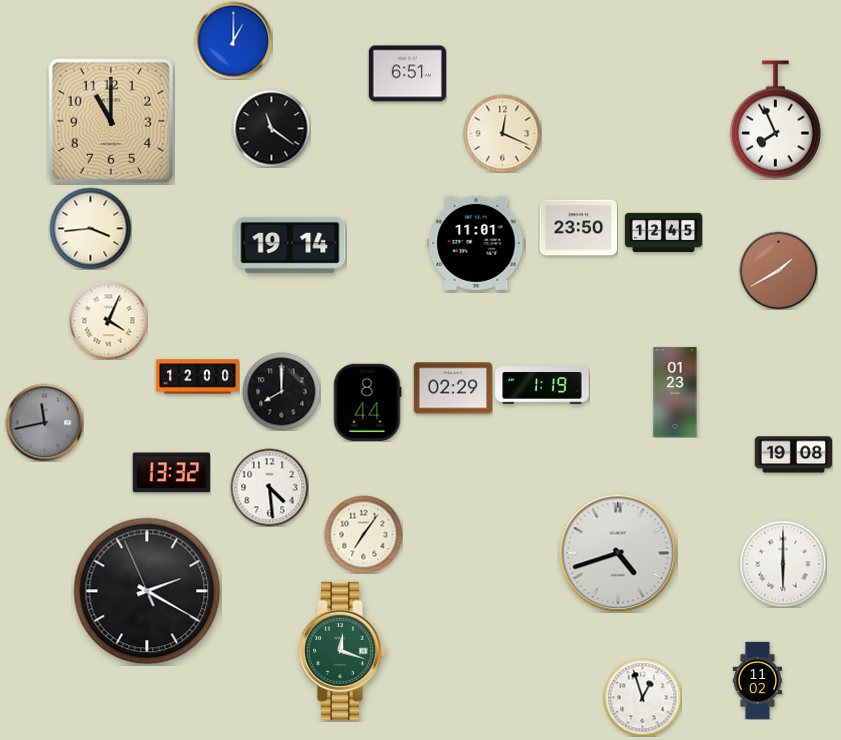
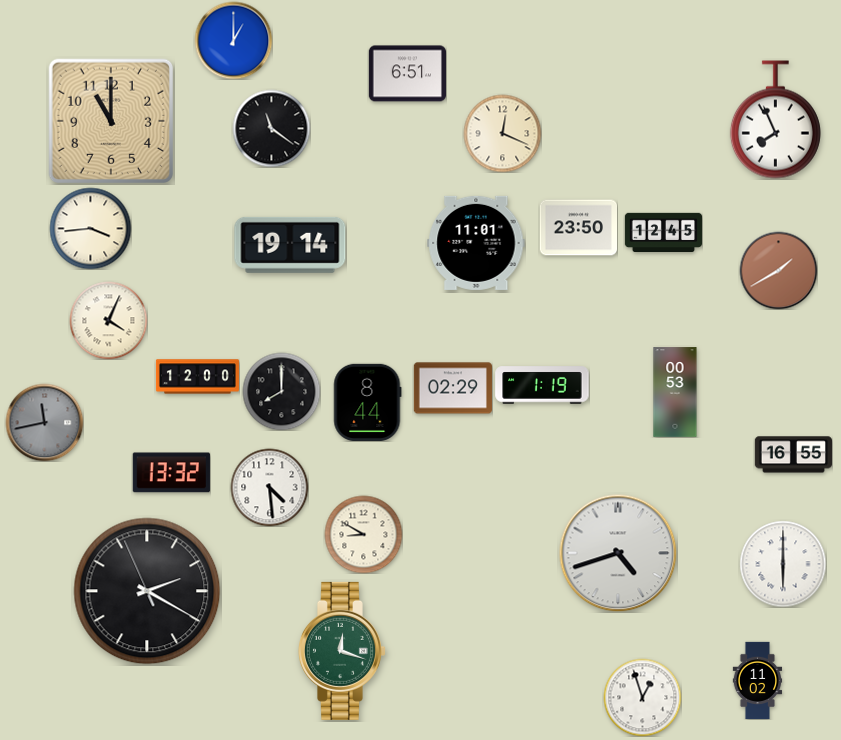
clock at (675, 392): 01:23 -> 00:53
clock at (793, 455): 19:08 -> 16:55
clock at (363, 534): 7:06 -> 8:50
